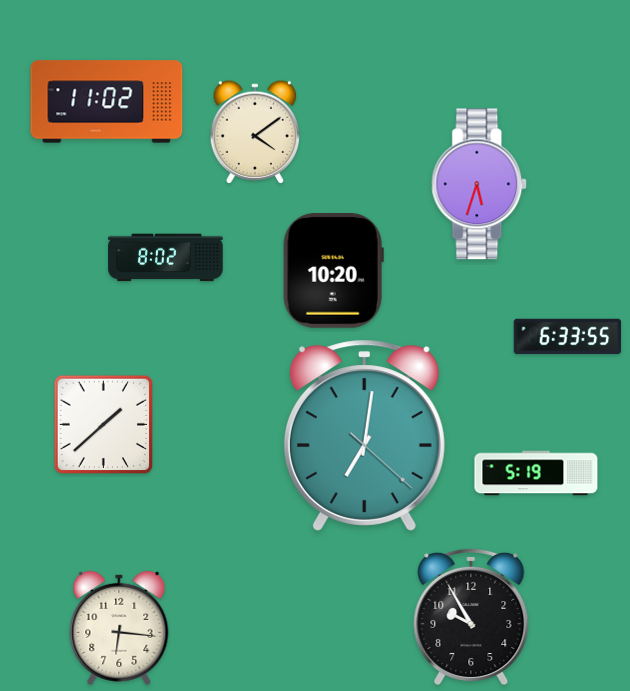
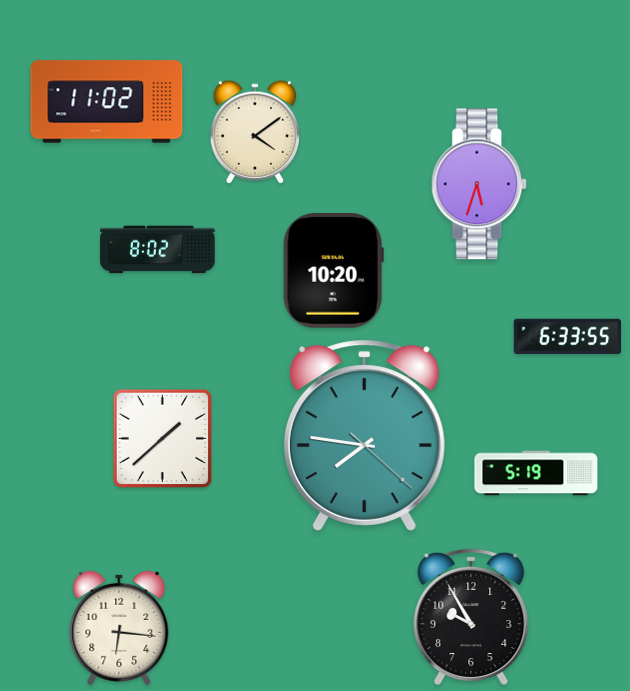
clock at (166, 258) position: (166, 258) -> (158, 250)
clock at (104, 425) position: (104, 425) -> (163, 439)
clock at (364, 435): 7:01 -> 7:46
